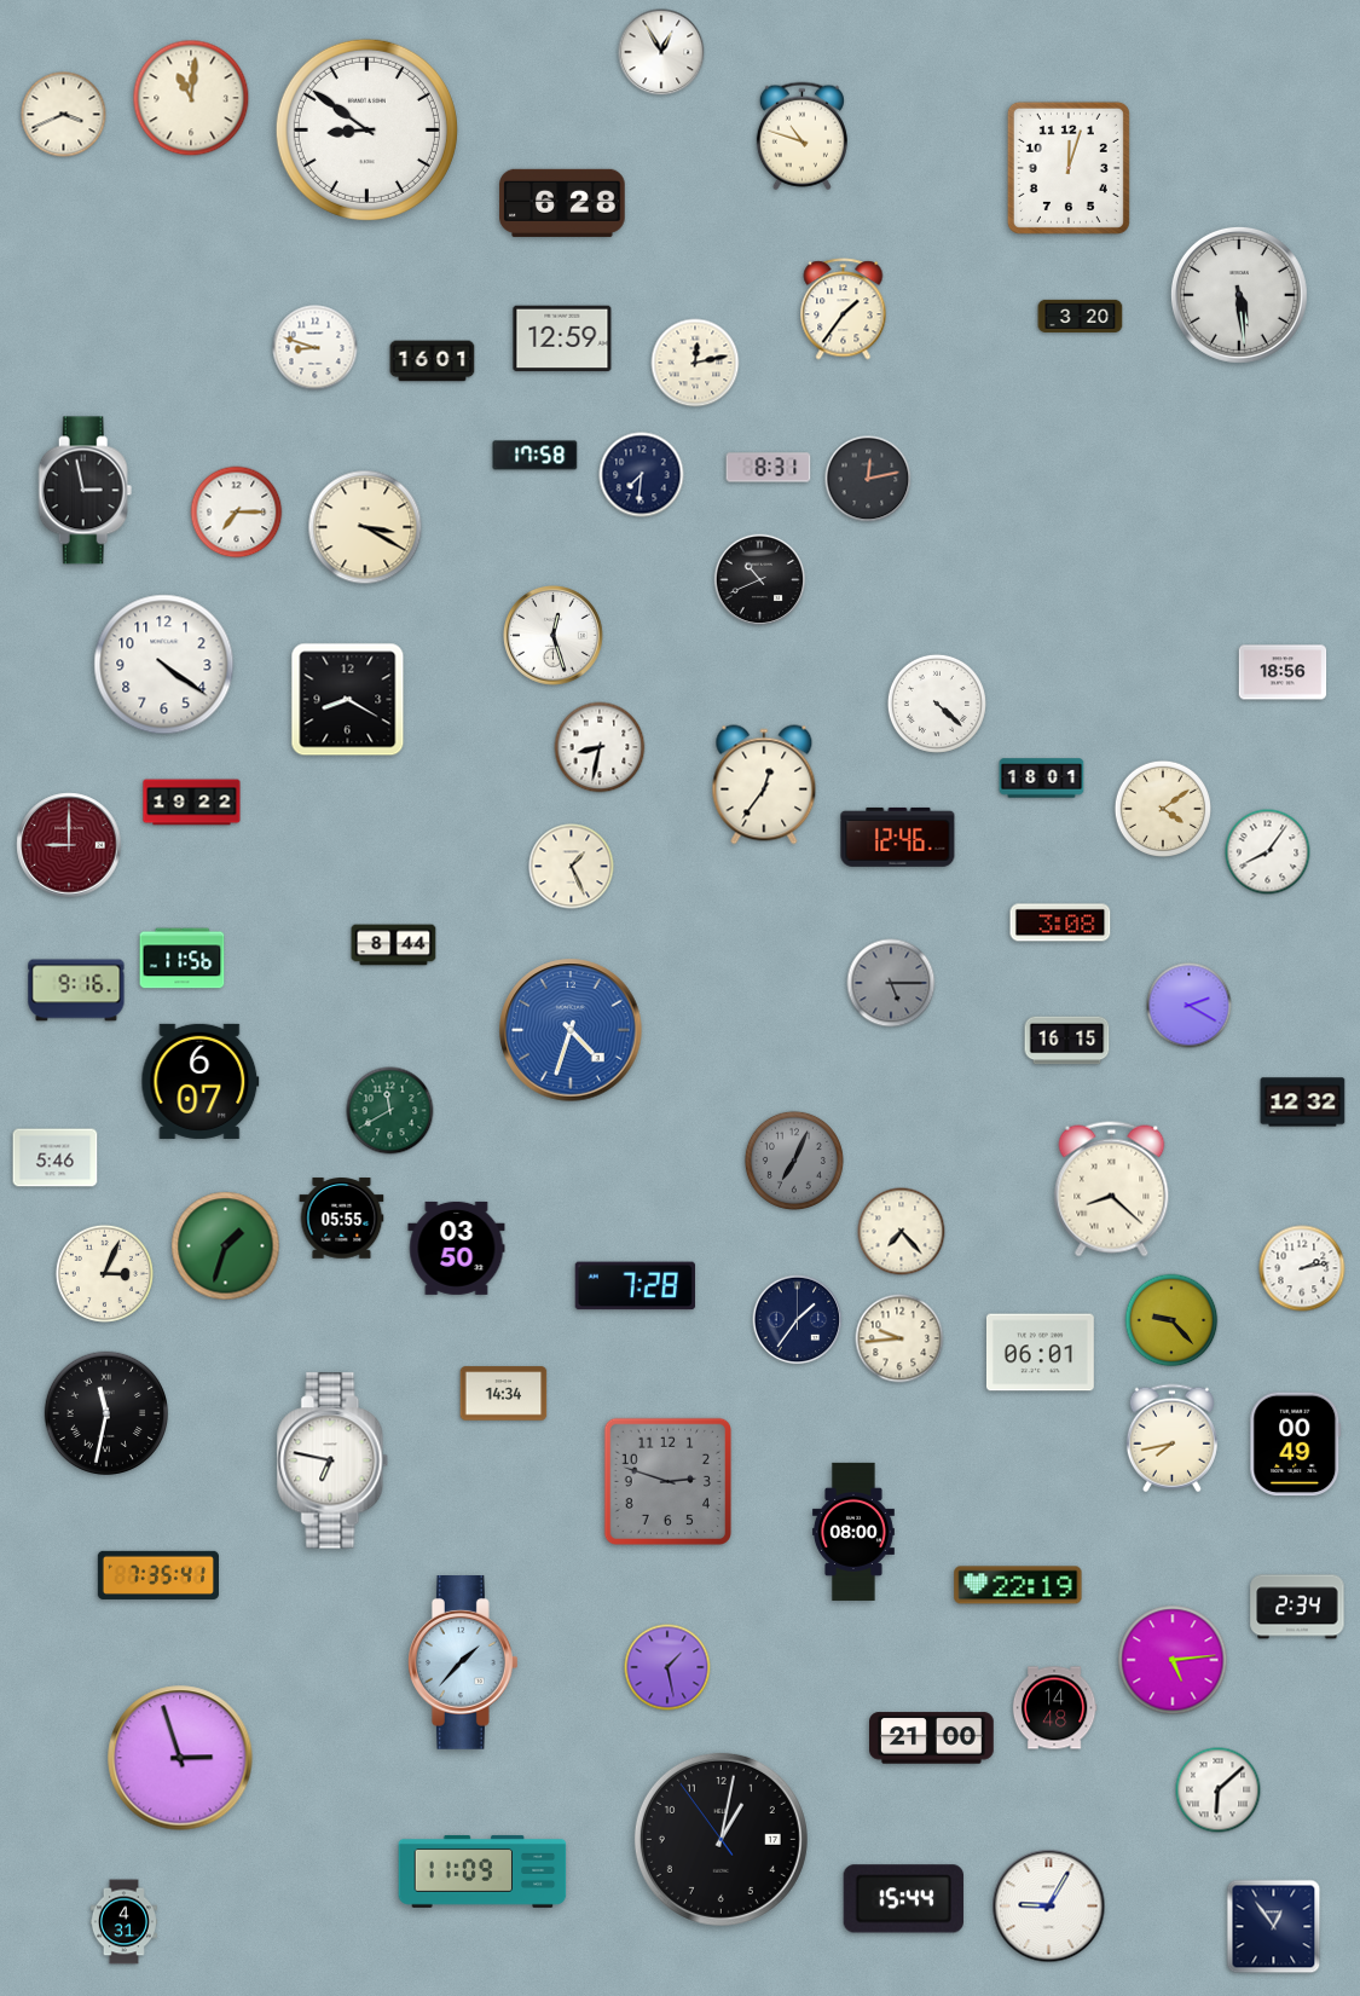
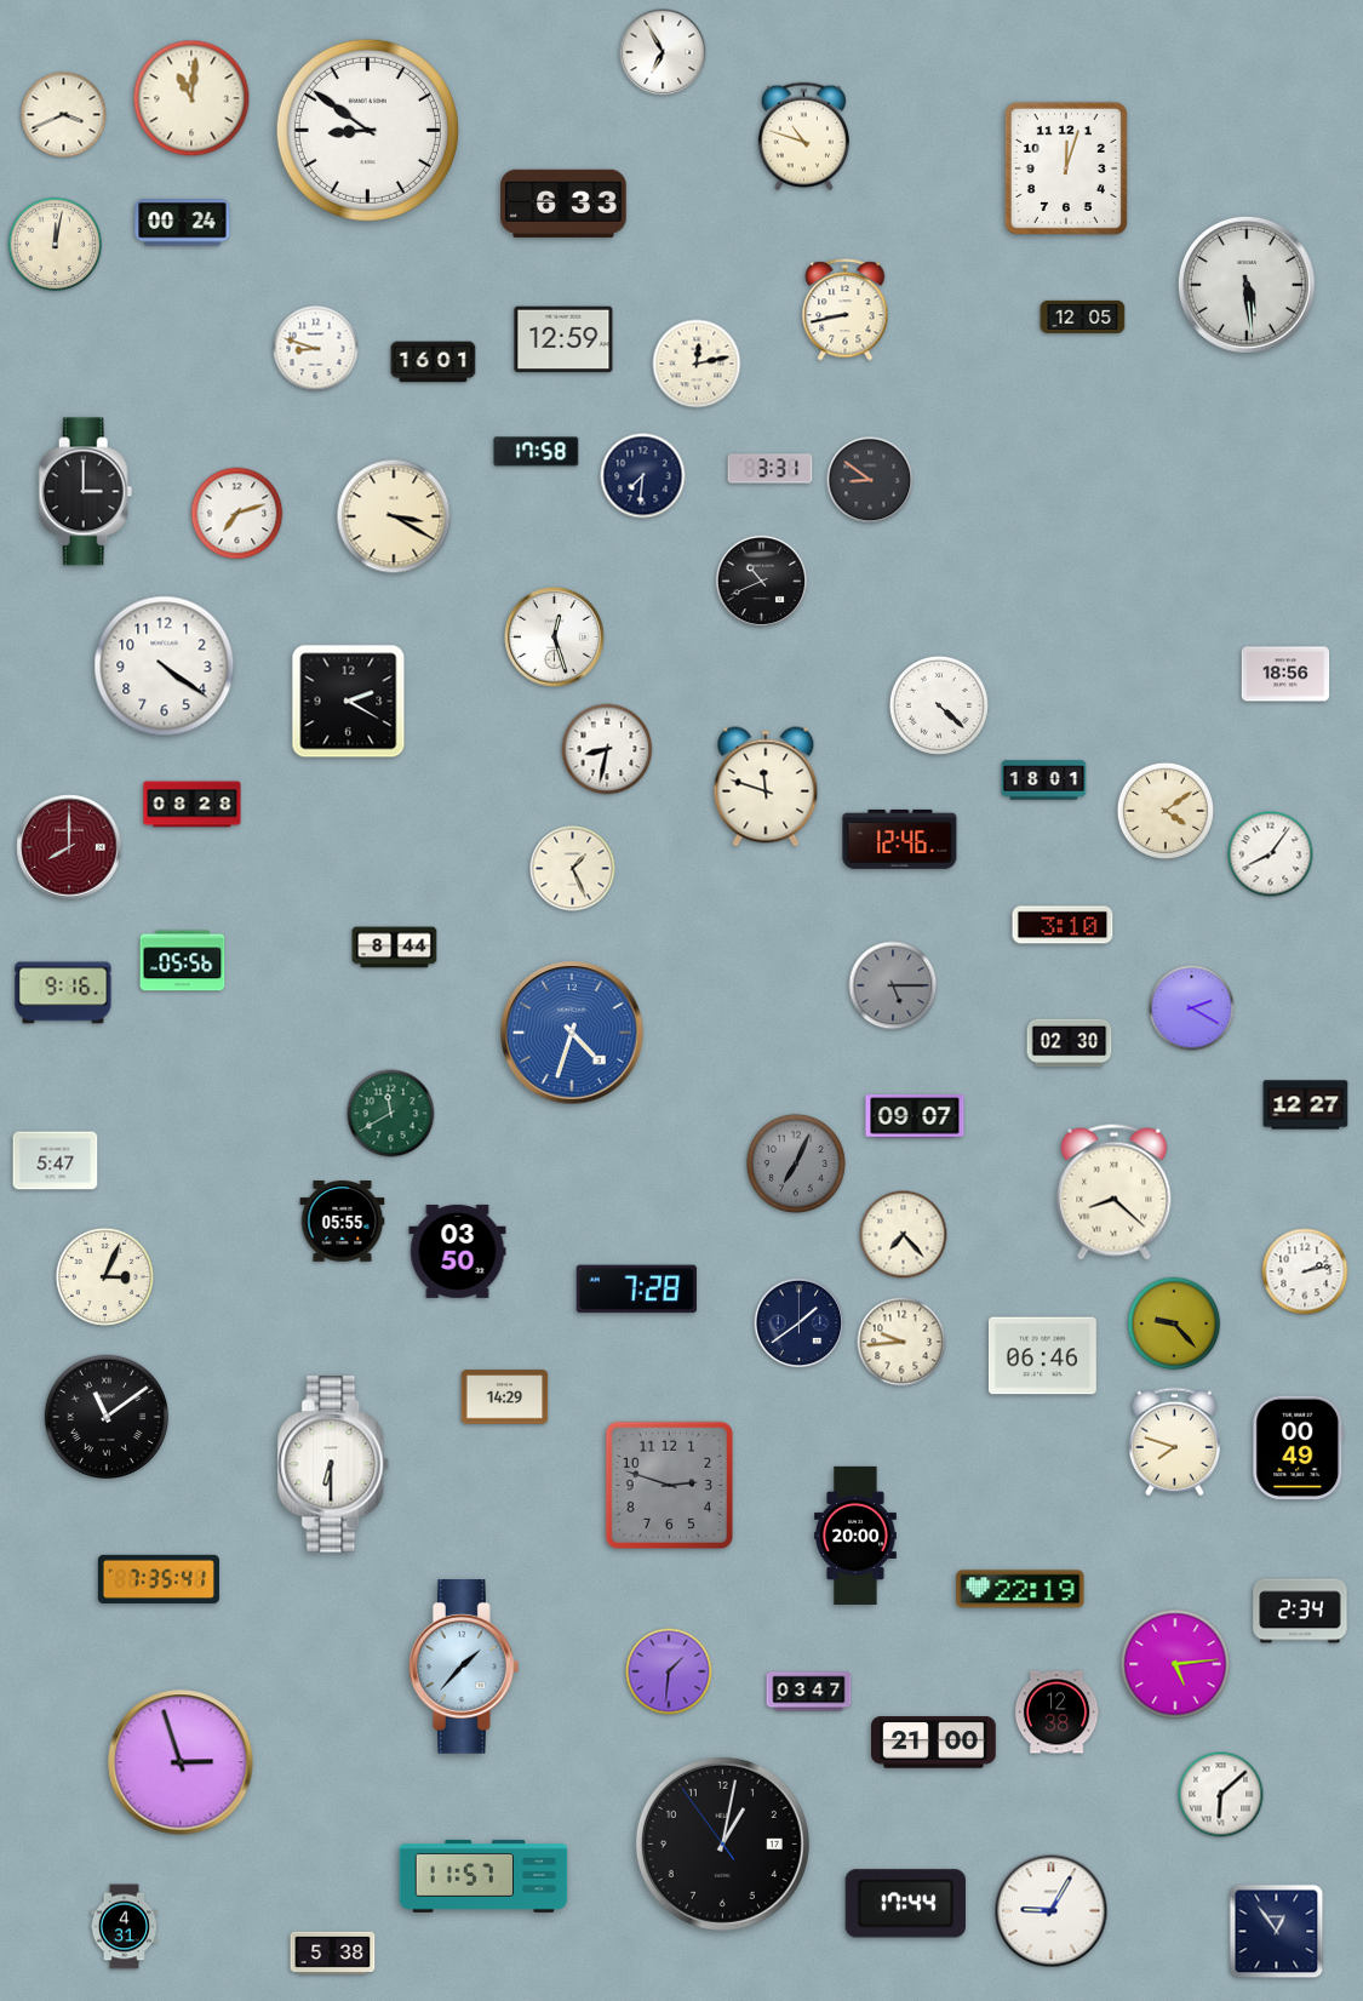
clock at (661, 52): 12:55 -> 6:55
clock at (1069, 168) position: (1069, 168) -> (1066, 168)
clock at (562, 203): 6:28 -> 6:33
clock at (183, 223): none -> 00:24
clock at (56, 245): none -> 12:02
clock at (1239, 295) position: (1239, 295) -> (1247, 285)
clock at (844, 309): 1:36 -> 8:43
clock at (1081, 316): 3:20 -> 12:05
clock at (536, 456) position: (536, 456) -> (537, 452)
clock at (769, 468): 8:31 -> 3:31
clock at (868, 479): 12:13 -> 8:51
clock at (86, 491): 2:58 -> 3:00
clock at (237, 513): 7:15 -> 7:12
clock at (365, 527) position: (365, 527) -> (394, 516)
clock at (348, 700): 8:20 -> 2:20
clock at (600, 747) position: (600, 747) -> (607, 749)
clock at (764, 785): 12:36 -> 11:48
clock at (192, 803): 19:22 -> 08:28
clock at (69, 845): 9:00 -> 8:00
clock at (1060, 922): 3:08 -> 3:10
clock at (183, 959): 11:56 -> 05:56
clock at (76, 990) position: (76, 990) -> (63, 993)
clock at (1067, 1041): 16:15 -> 02:30
clock at (201, 1081): 6:07 -> none
clock at (1303, 1103): 12:32 -> 12:27
clock at (915, 1116): none -> 09:07
clock at (56, 1158): 5:46 -> 5:47
clock at (226, 1246): 1:33 -> none
clock at (798, 1320): 1:36 -> 1:39
clock at (1040, 1353): 06:01 -> 06:46
clock at (504, 1394): 14:34 -> 14:29
clock at (105, 1412): 11:32 -> 11:09
clock at (1171, 1439): 7:43 -> 7:48
clock at (332, 1460): 6:47 -> 6:30
clock at (853, 1532): 08:00 -> 20:00
clock at (667, 1667): 1:28 -> 1:31
clock at (809, 1692): none -> 03:47
clock at (1054, 1708): 14:48 -> 12:38
clock at (482, 1871): 11:09 -> 11:57
clock at (903, 1899): 15:44 -> 17:44
clock at (333, 1953): none -> 5:38
